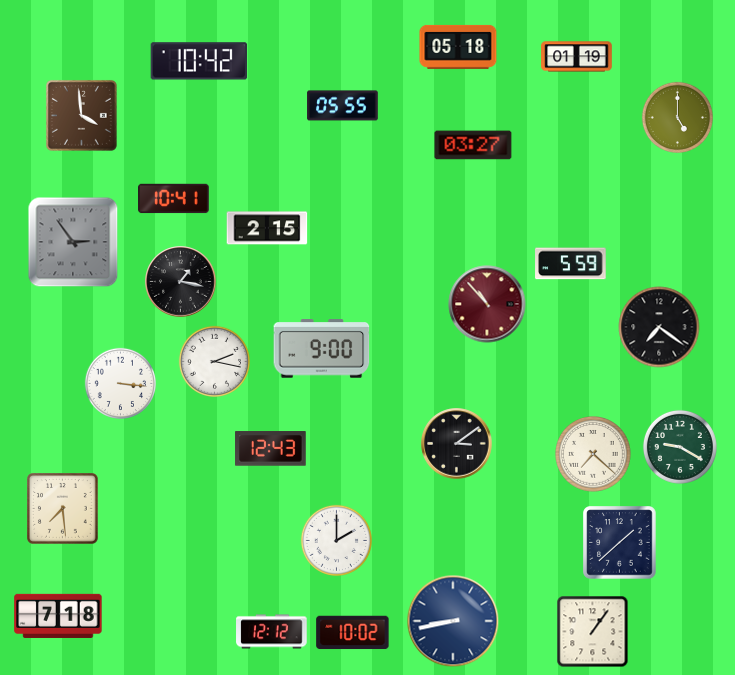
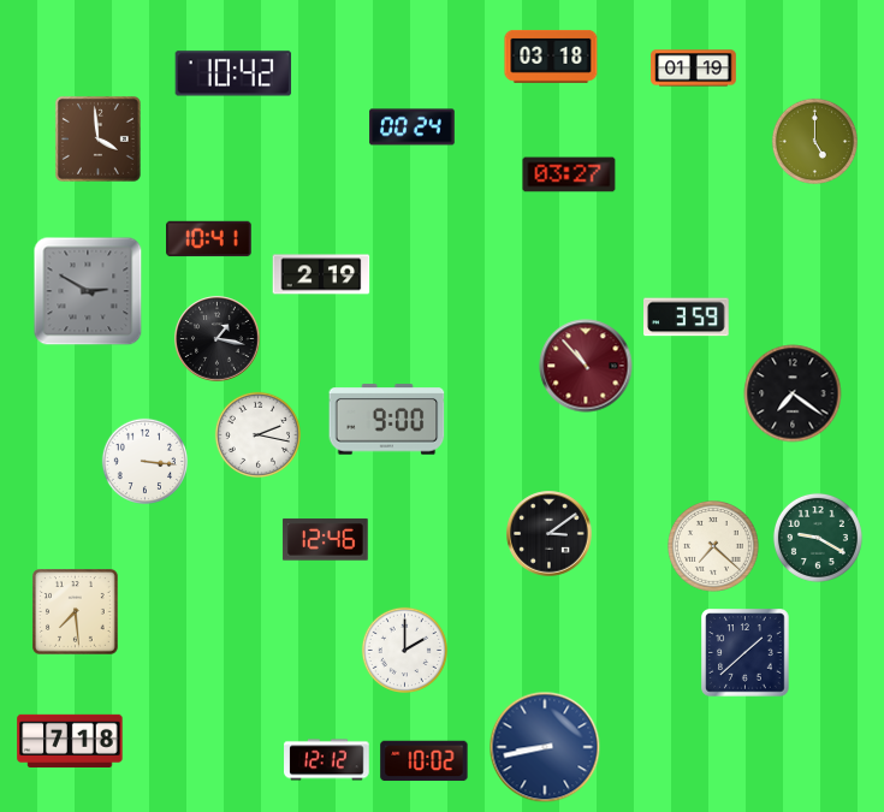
clock at (458, 47): 05:18 -> 03:18
clock at (199, 61) position: (199, 61) -> (233, 73)
clock at (343, 106): 05:55 -> 00:24
clock at (267, 228): 2:15 -> 2:19
clock at (73, 242): 2:54 -> 2:50
clock at (571, 264): 5:59 -> 3:59
clock at (271, 449): 12:43 -> 12:46
clock at (593, 632): 1:06 -> none
